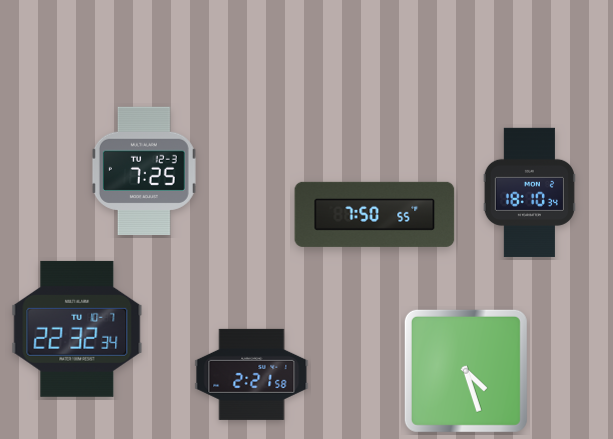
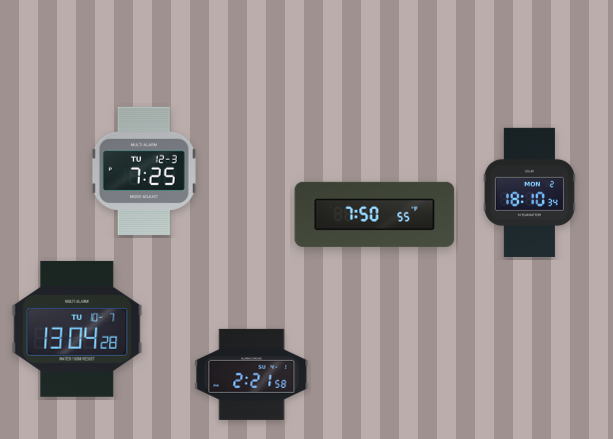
clock at (77, 329): 22:32 -> 13:04
clock at (466, 371): 4:27 -> none
